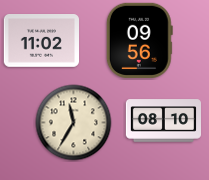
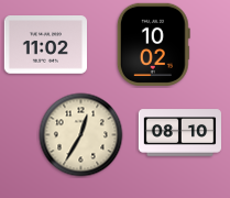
clock at (139, 40): 09:56 -> 10:02
clock at (74, 123): 11:35 -> 12:35
